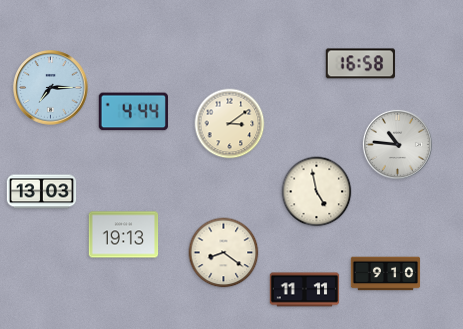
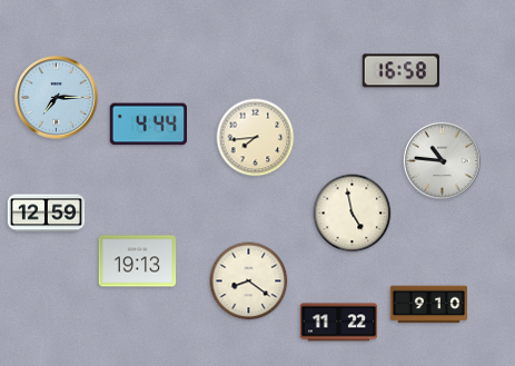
clock at (230, 124): 3:09 -> 7:44
clock at (42, 192): 13:03 -> 12:59
clock at (305, 290): 11:11 -> 11:22
